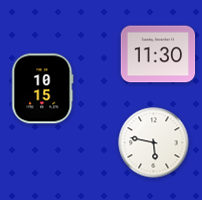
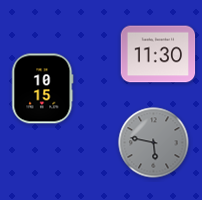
clock at (154, 143) dial: white -> grey
